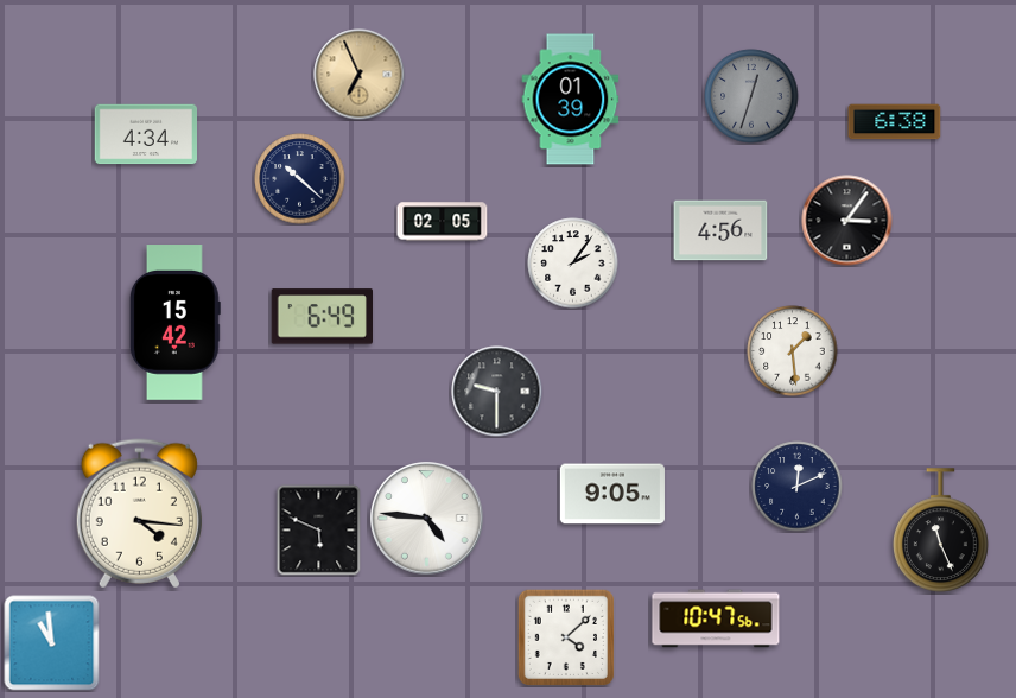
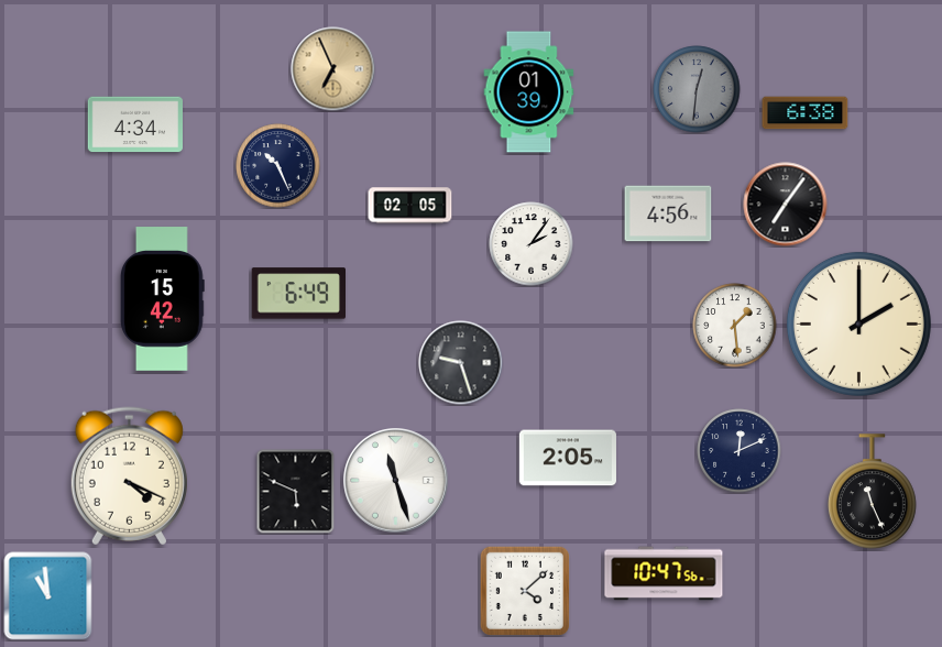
clock at (751, 96): 12:33 -> 12:31
clock at (895, 122) position: (895, 122) -> (806, 113)
clock at (300, 179): 10:22 -> 10:26
clock at (847, 221): 3:06 -> 7:06
clock at (858, 323): none -> 2:00
clock at (497, 392): 9:30 -> 9:27
clock at (612, 494): 9:05 -> 2:05
clock at (139, 514): 4:16 -> 4:19
clock at (427, 519): 4:46 -> 11:27
